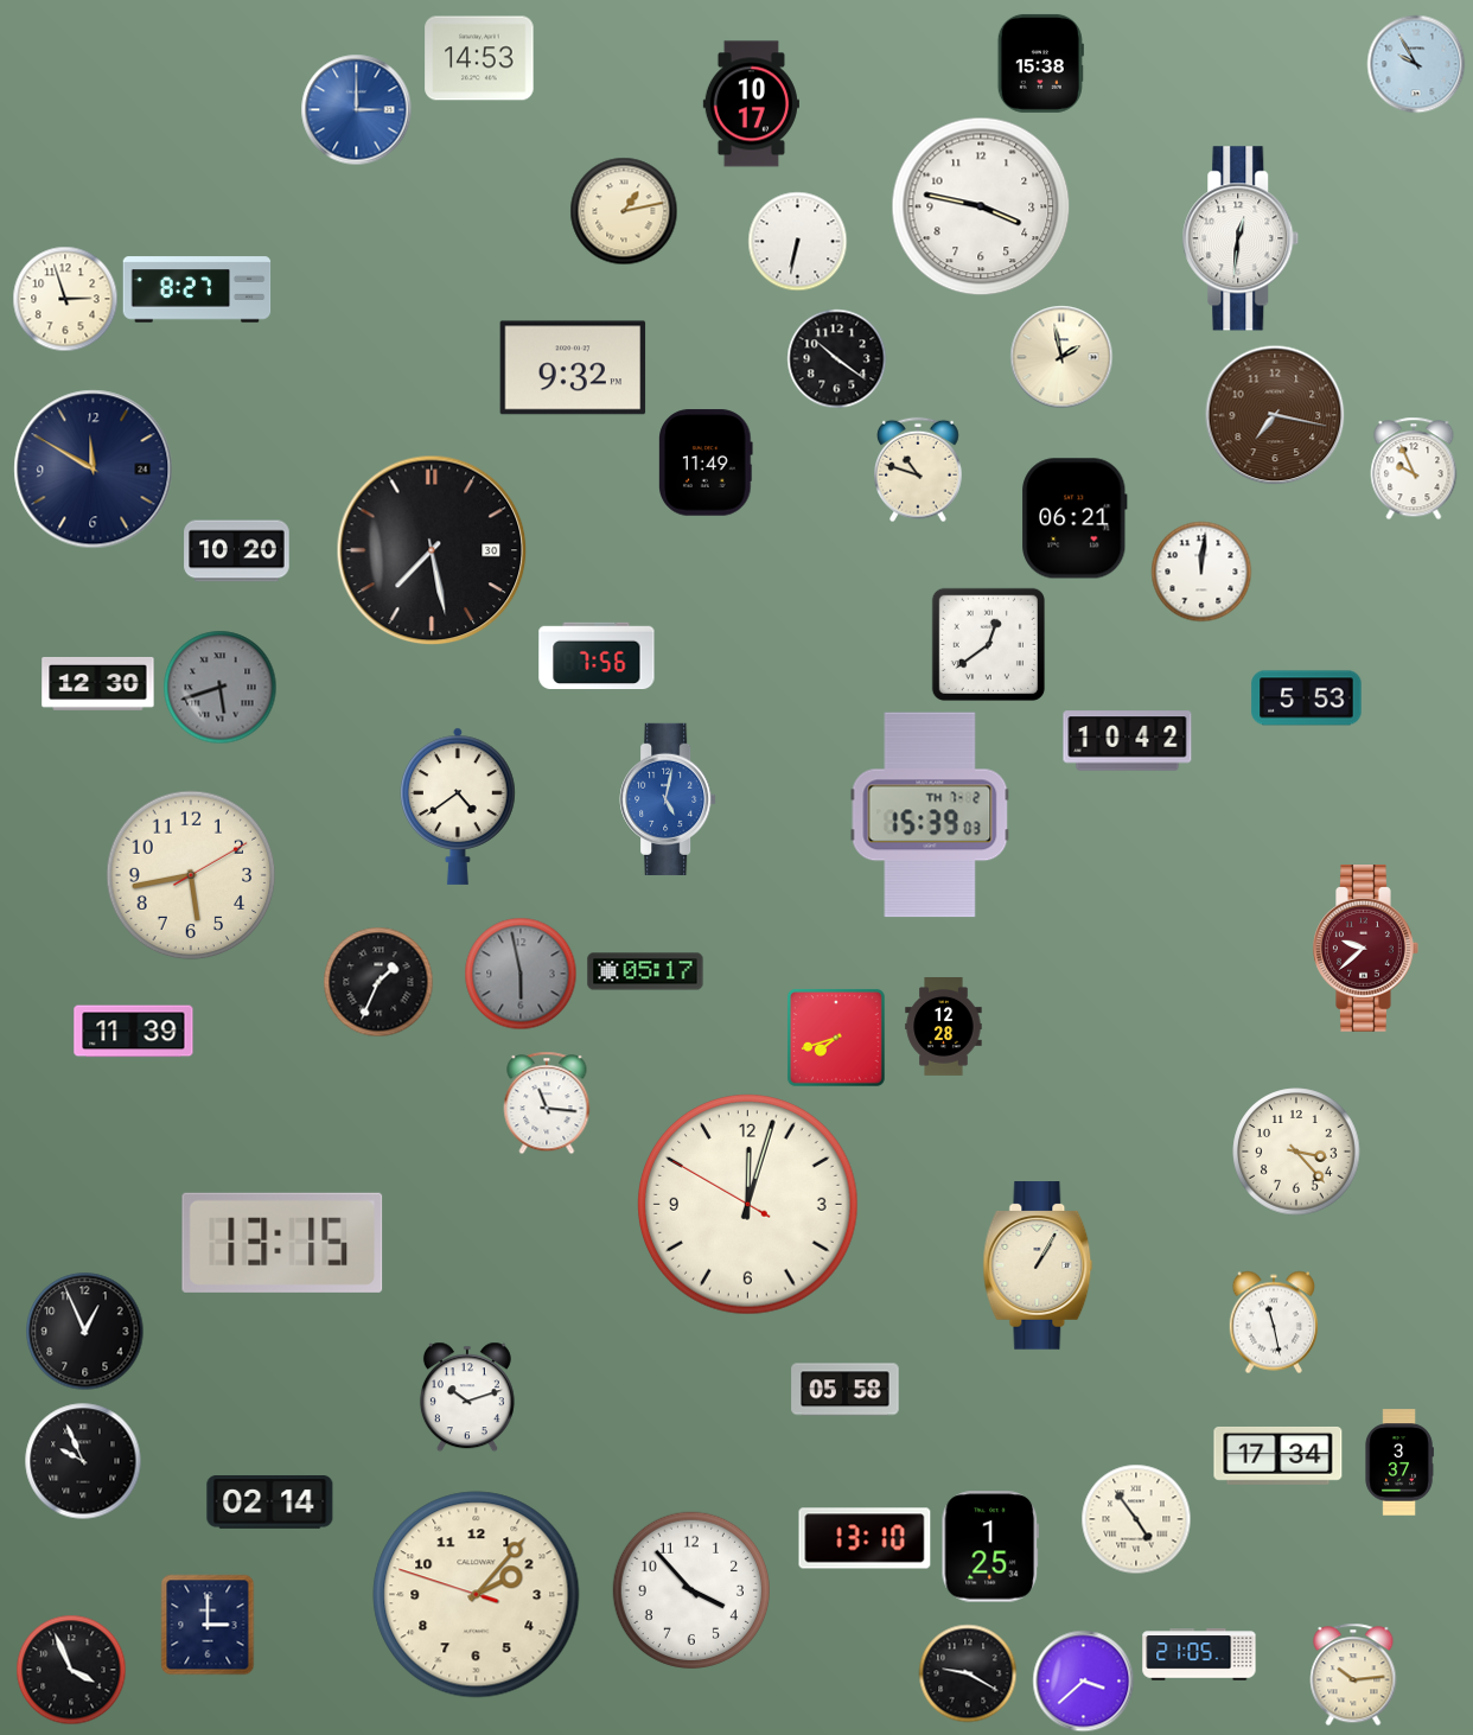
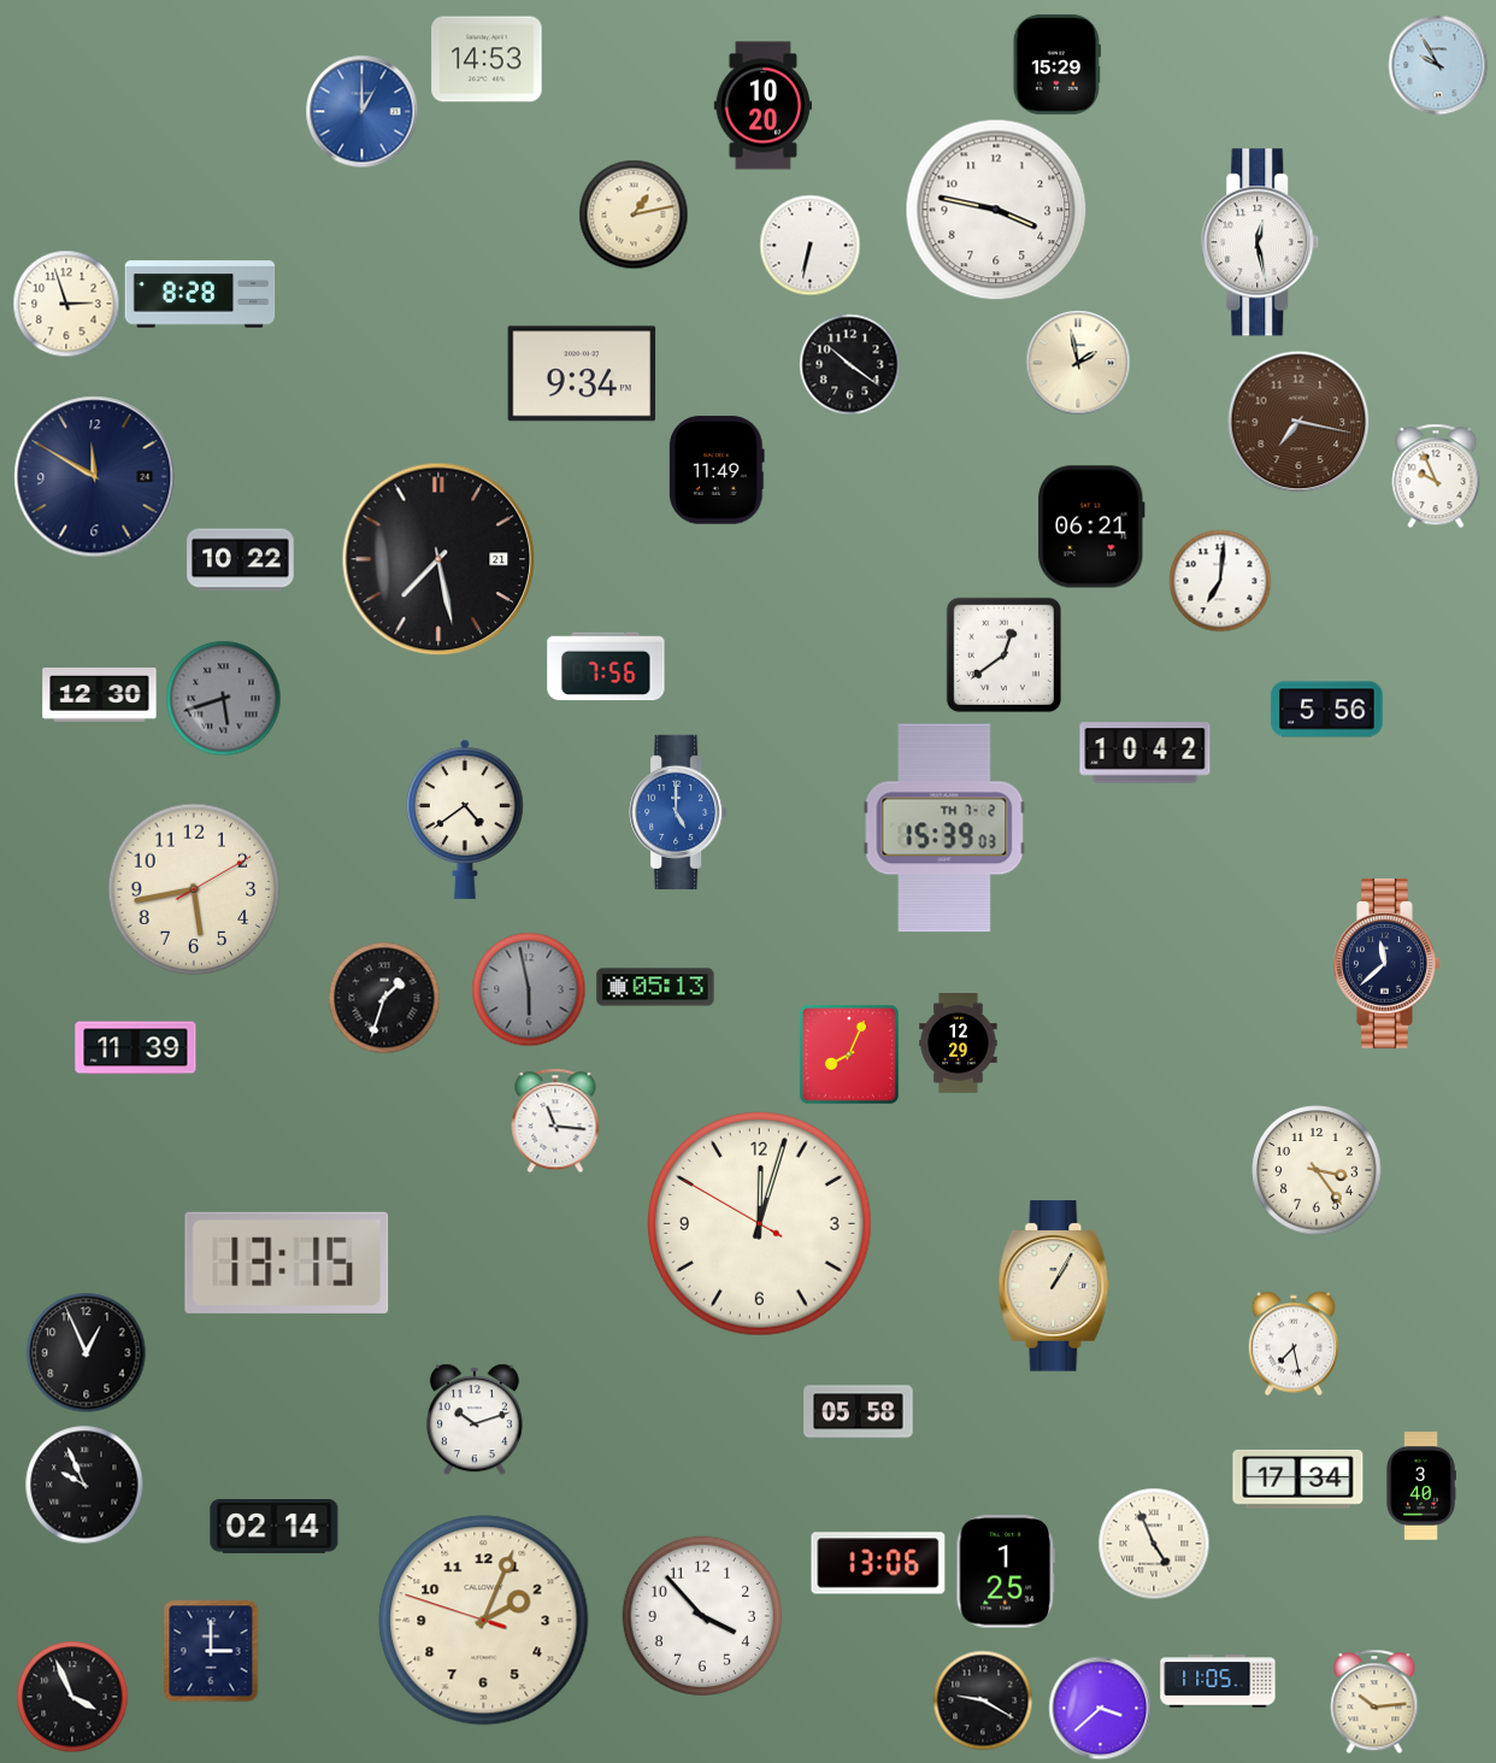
clock at (1040, 63): 15:38 -> 15:29
clock at (751, 104): 10:17 -> 10:20
clock at (356, 109): 3:00 -> 1:00
clock at (1241, 238): 12:31 -> 12:28
clock at (197, 289): 8:27 -> 8:28
clock at (573, 368): 9:32 -> 9:34
clock at (1275, 415) position: (1275, 415) -> (1298, 422)
clock at (919, 470): 10:48 -> none
clock at (432, 550) date: 30 -> 21
clock at (237, 551): 10:20 -> 10:22
clock at (1201, 572): 12:01 -> 7:01
clock at (1307, 699): 5:53 -> 5:56
clock at (668, 799): 5:02 -> 5:00
clock at (1366, 949): 9:38 -> 11:38
clock at (1366, 949) dial: burgundy -> navy
clock at (645, 971): 05:17 -> 05:13
clock at (378, 982): 1:34 -> 1:33
clock at (944, 1027): 12:28 -> 12:29
clock at (836, 1038): 7:42 -> 8:04
clock at (1296, 1152): 3:23 -> 3:24
clock at (1273, 1322): 11:28 -> 7:28
clock at (1399, 1462): 3:37 -> 3:40
clock at (1136, 1519): 4:54 -> 4:56
clock at (865, 1538): 13:10 -> 13:06
clock at (477, 1595): 2:06 -> 2:03
clock at (1199, 1654): 21:05 -> 11:05
